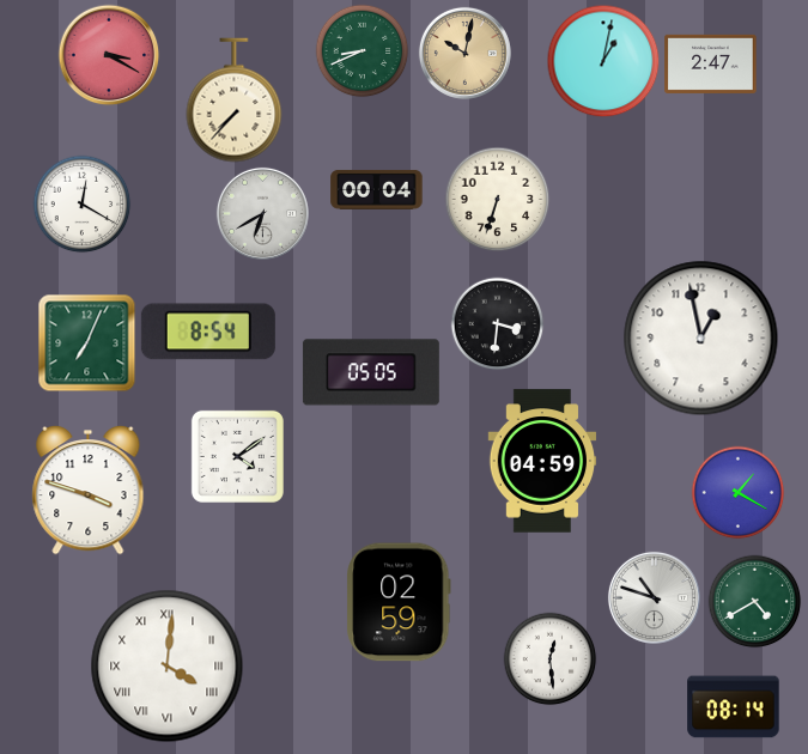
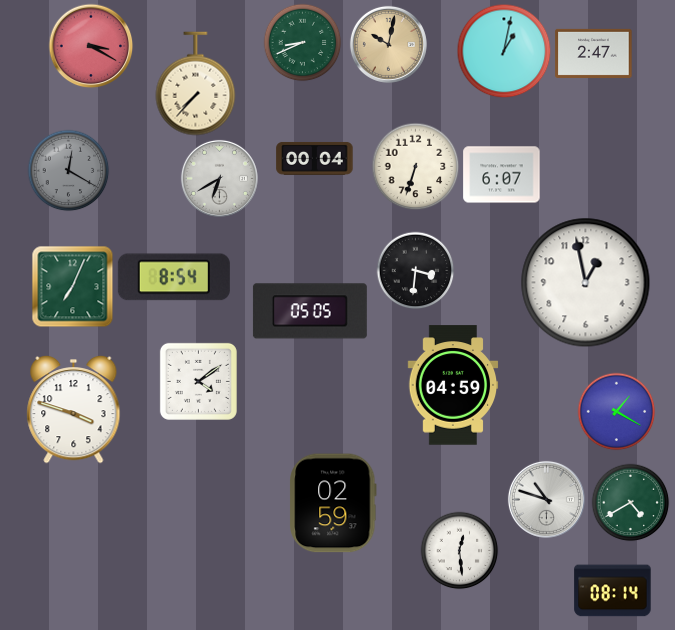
clock at (81, 203) dial: white -> grey
clock at (502, 175): none -> 6:07
clock at (168, 667): 4:01 -> none
